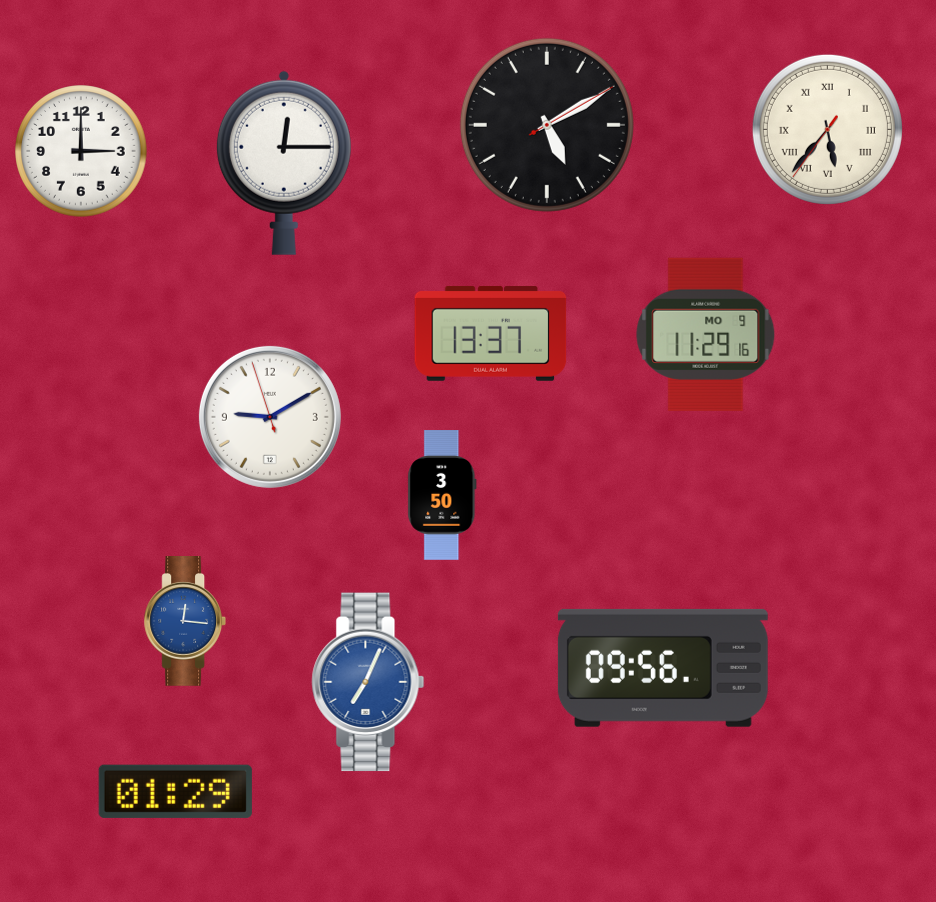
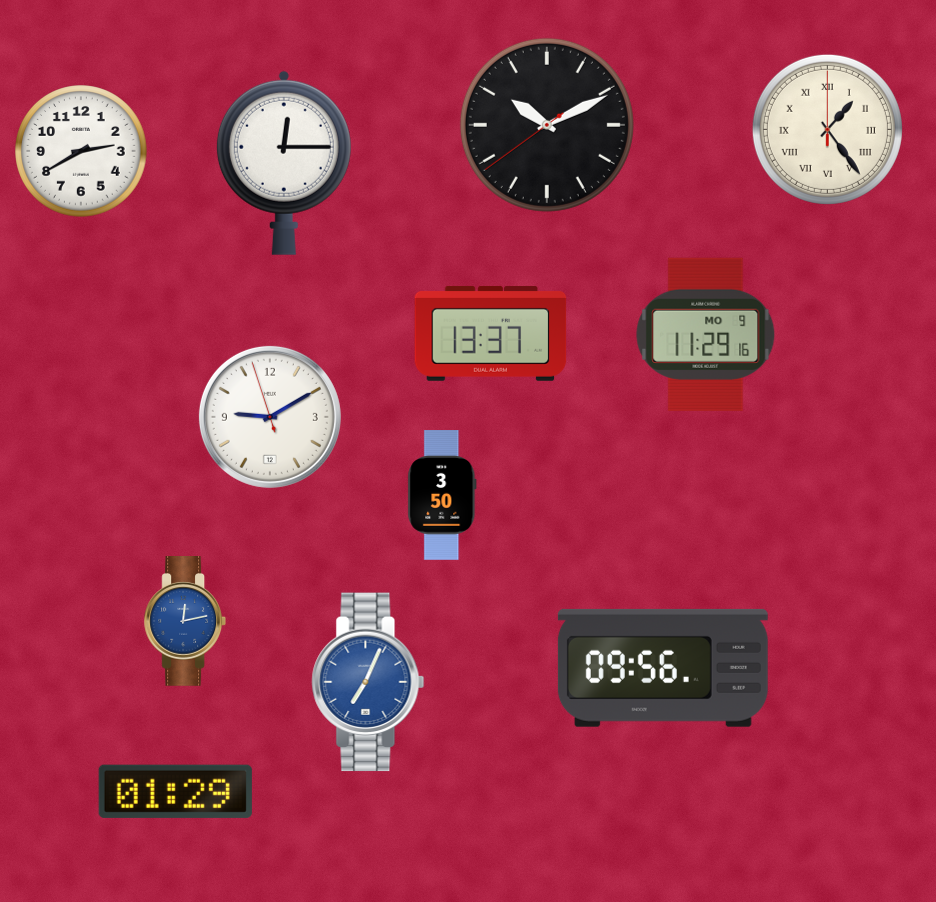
clock at (547, 125): 5:10 -> 10:10
clock at (827, 129): 5:36 -> 1:24
clock at (81, 151): 3:00 -> 2:40
clock at (184, 622): 12:16 -> 12:13
